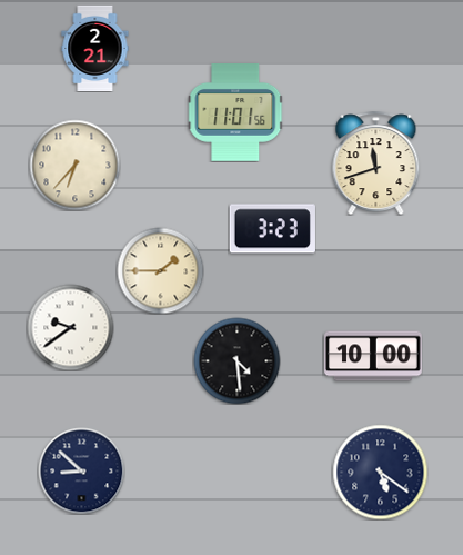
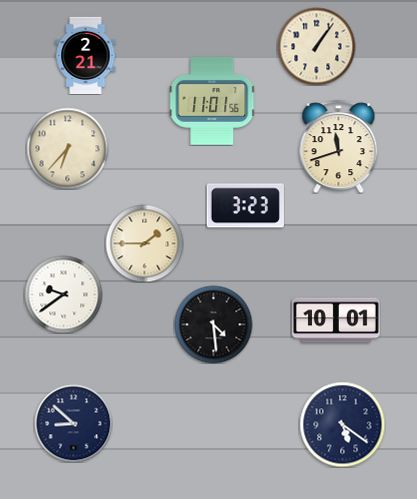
clock at (95, 48) position: (95, 48) -> (86, 55)
clock at (316, 46): none -> 1:06
clock at (373, 356): 10:00 -> 10:01
